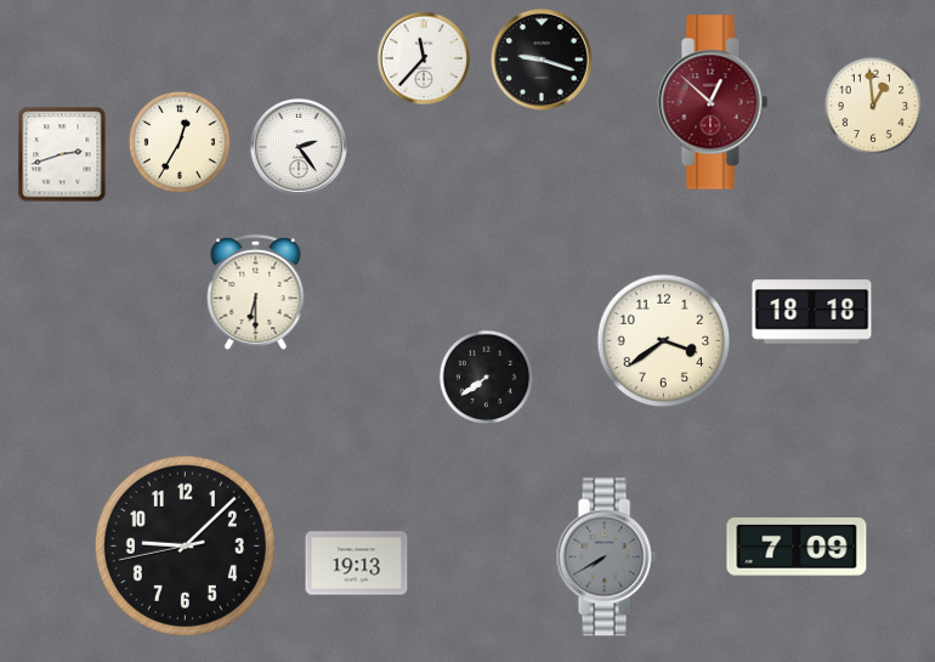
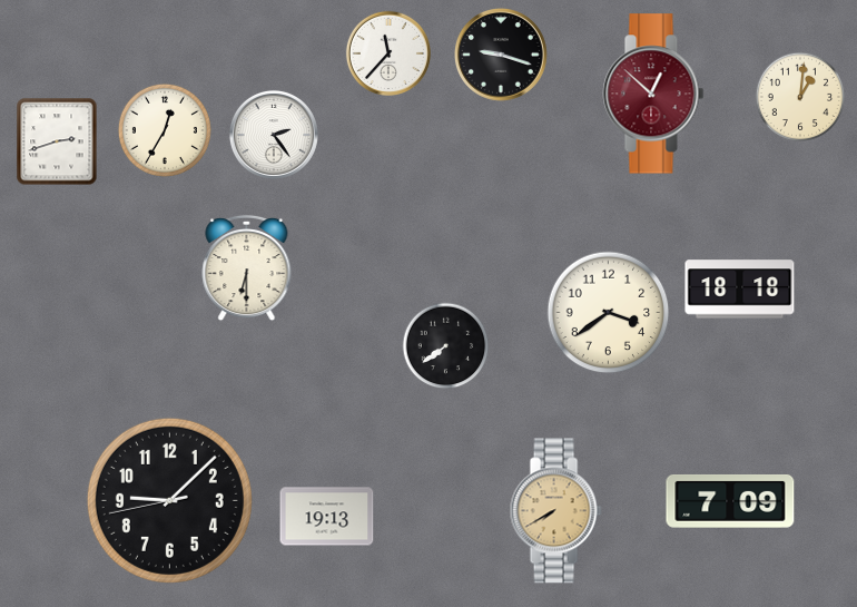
clock at (542, 60) position: (542, 60) -> (501, 55)
clock at (872, 104): 12:59 -> 1:01
clock at (256, 293) position: (256, 293) -> (247, 268)
clock at (812, 312) position: (812, 312) -> (740, 290)
clock at (606, 558) dial: grey -> champagne
